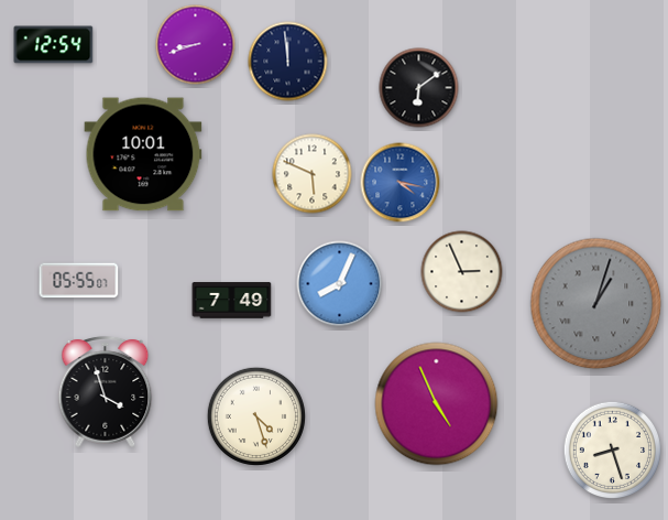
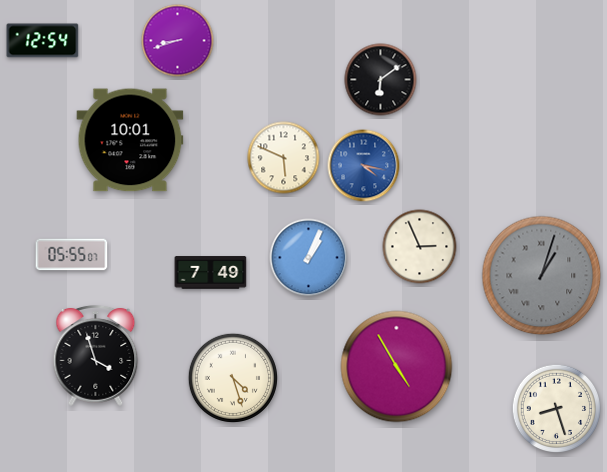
clock at (54, 45) position: (54, 45) -> (43, 41)
clock at (288, 62): 11:59 -> none
clock at (340, 284): 8:04 -> 1:04
clock at (437, 404): 4:56 -> 4:55
